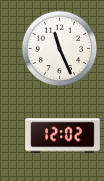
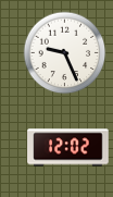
clock at (60, 49): 11:26 -> 9:26
